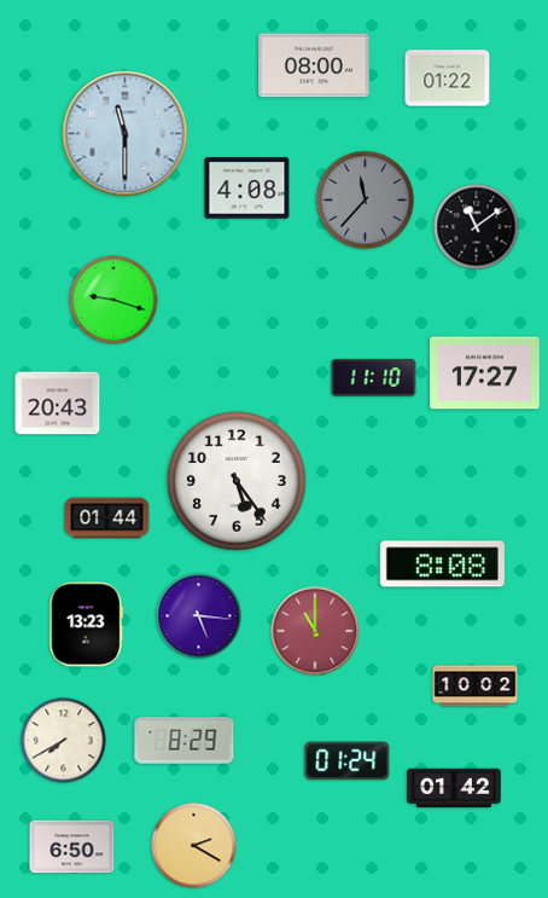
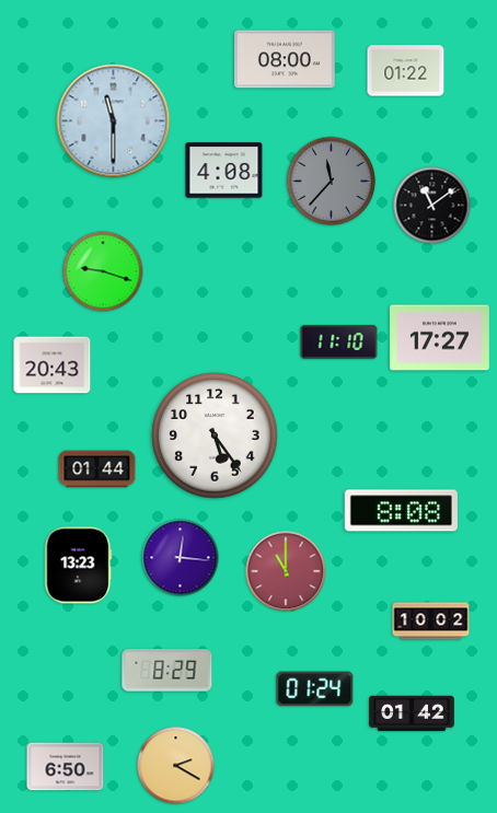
clock at (199, 616): 5:16 -> 12:16
clock at (64, 741): 7:40 -> none
